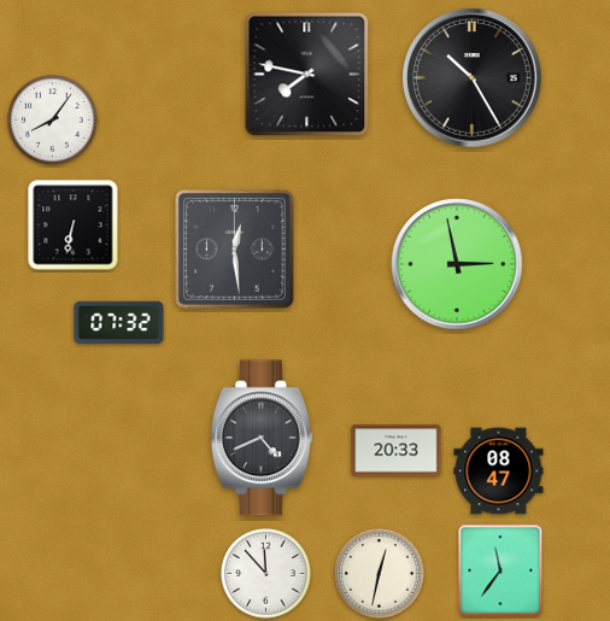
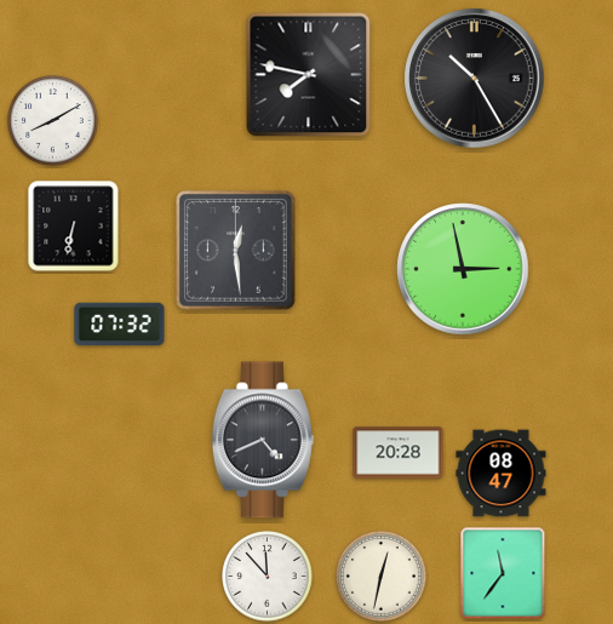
clock at (53, 121): 8:06 -> 8:10
clock at (457, 264) position: (457, 264) -> (463, 269)
clock at (397, 451): 20:33 -> 20:28
